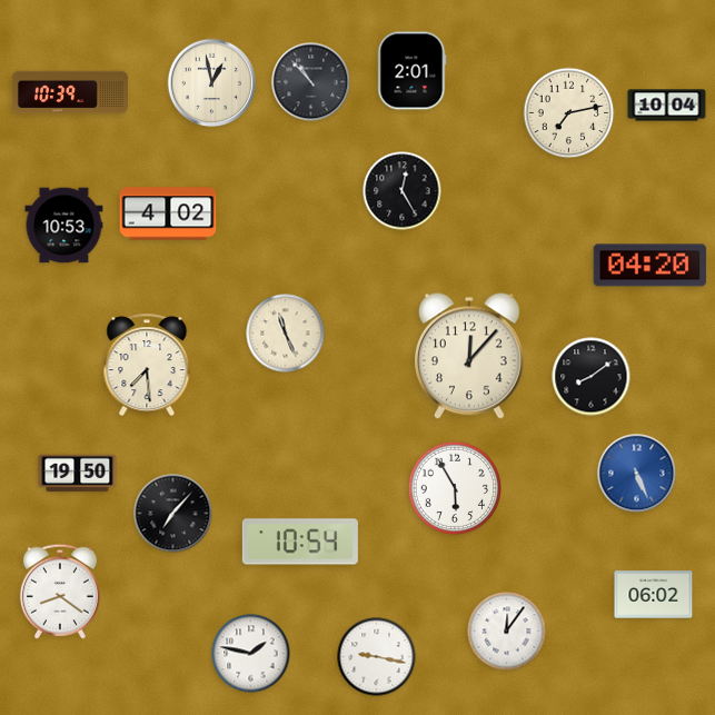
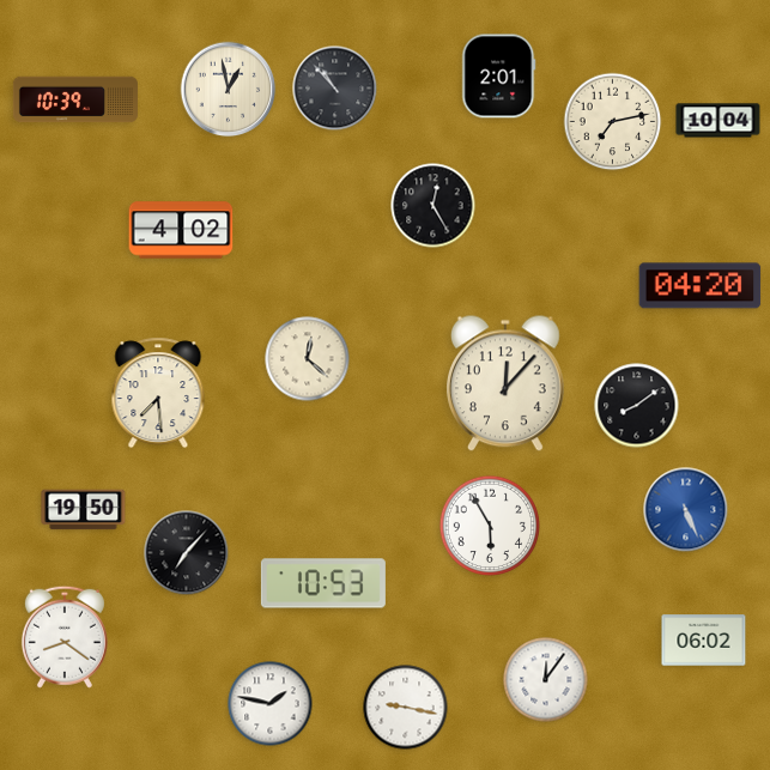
clock at (413, 71) position: (413, 71) -> (499, 77)
clock at (667, 106) position: (667, 106) -> (719, 121)
clock at (64, 226): 10:53 -> none
clock at (286, 334): 11:26 -> 12:22
clock at (300, 542): 10:54 -> 10:53
